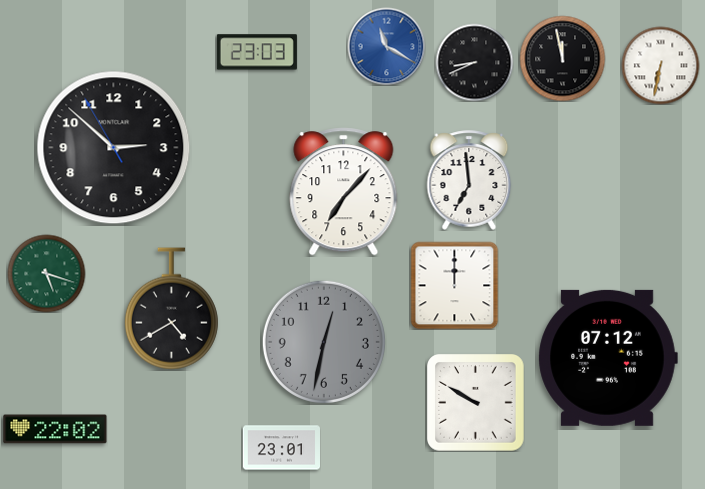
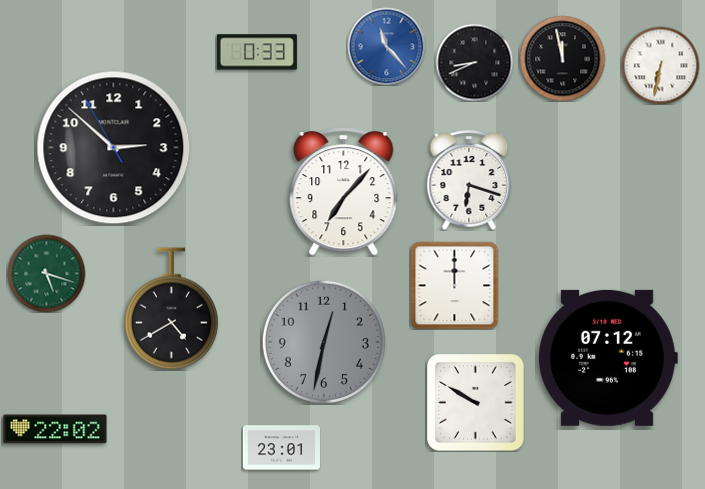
clock at (386, 46): 11:20 -> 11:23
clock at (257, 52): 23:03 -> 0:33
clock at (469, 180): 6:59 -> 6:18
